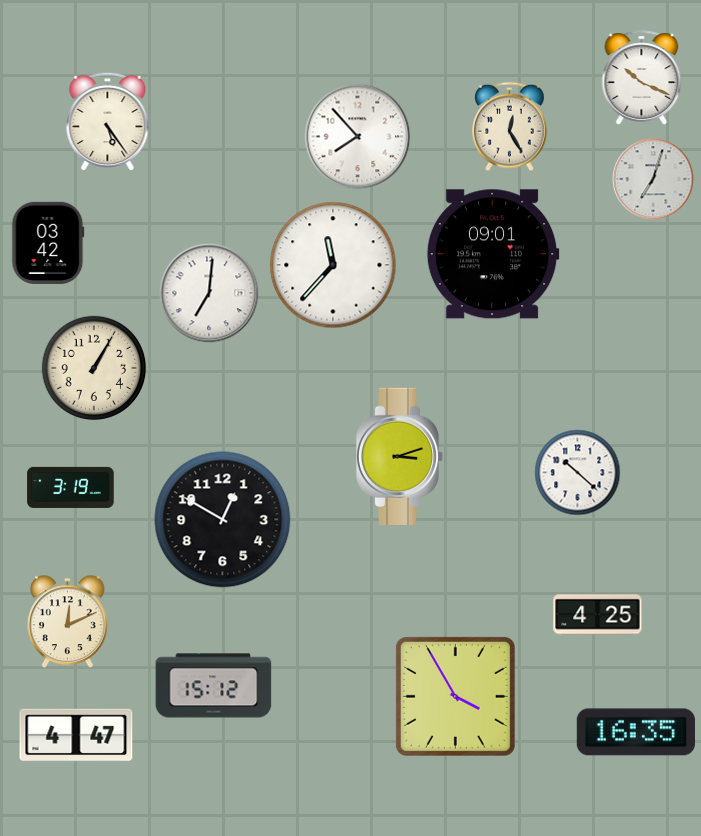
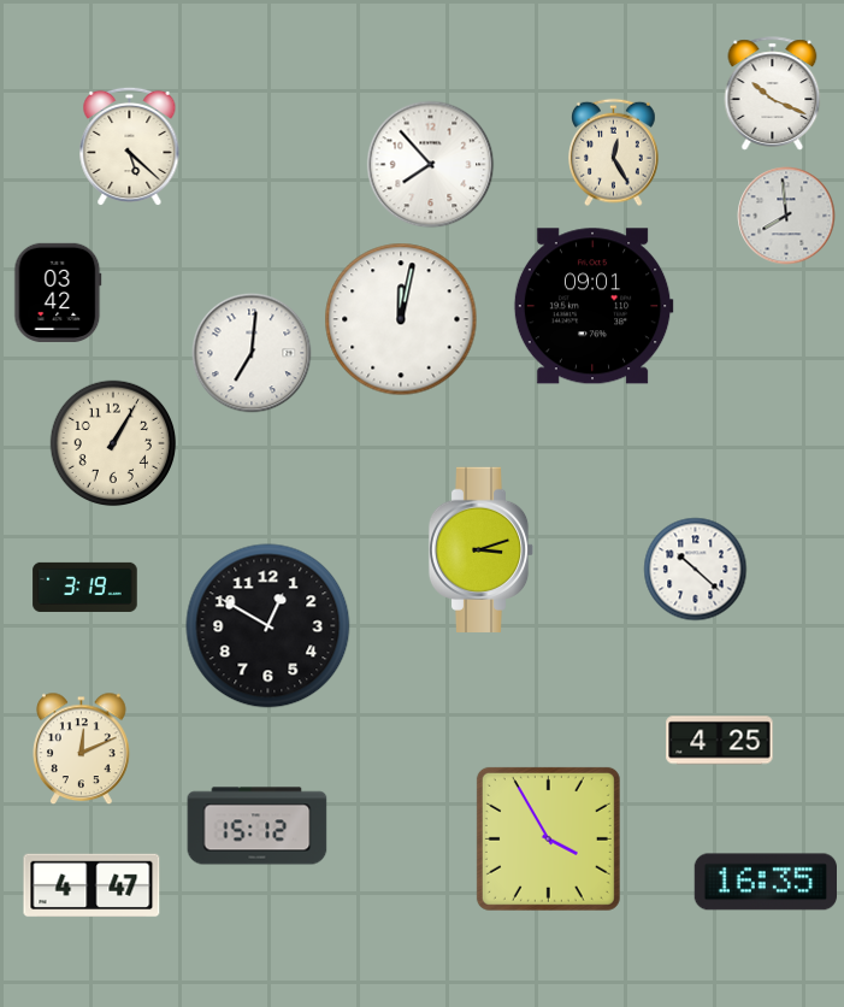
clock at (108, 122): 5:24 -> 5:22
clock at (653, 179): 7:03 -> 7:59
clock at (333, 265): 11:37 -> 12:02
